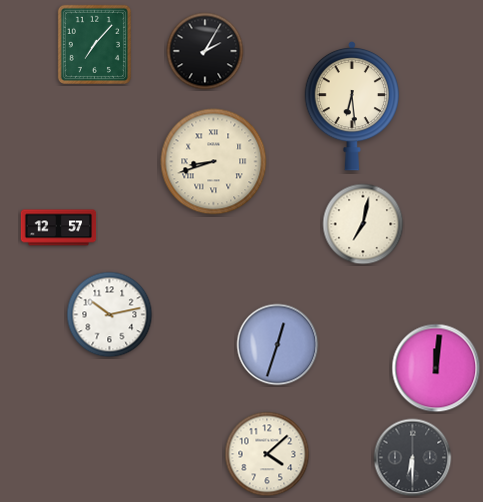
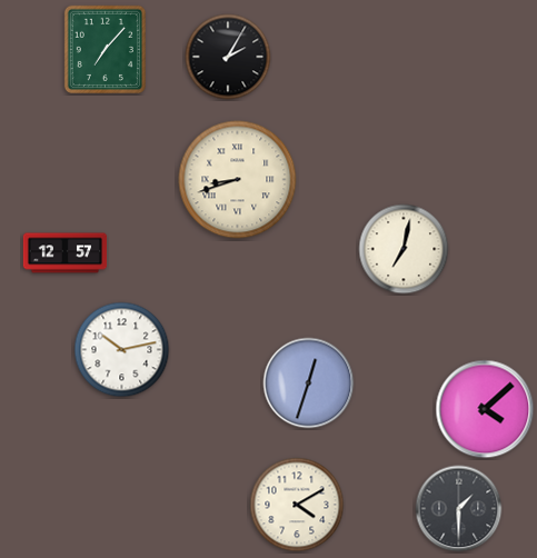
clock at (351, 106): 6:29 -> none
clock at (436, 368): 12:01 -> 4:08
clock at (267, 454): 4:08 -> 4:10
clock at (413, 458): 6:30 -> 1:30
